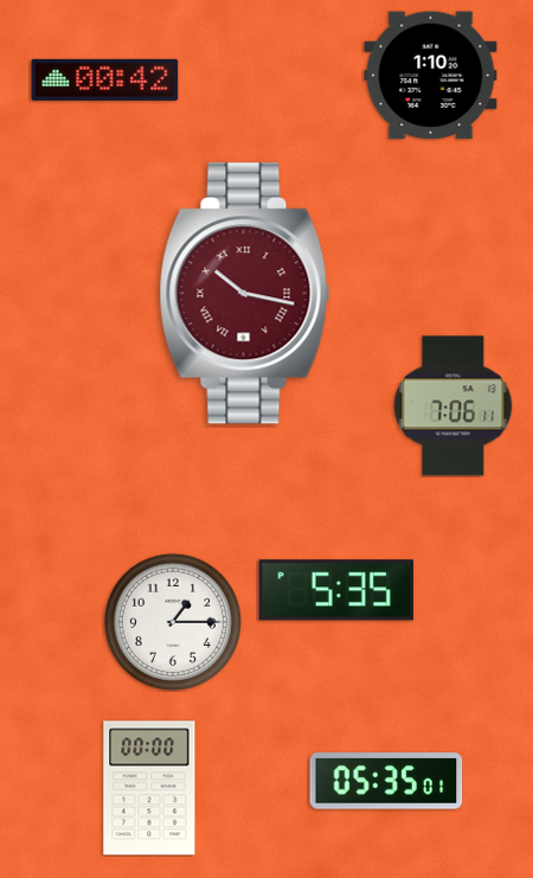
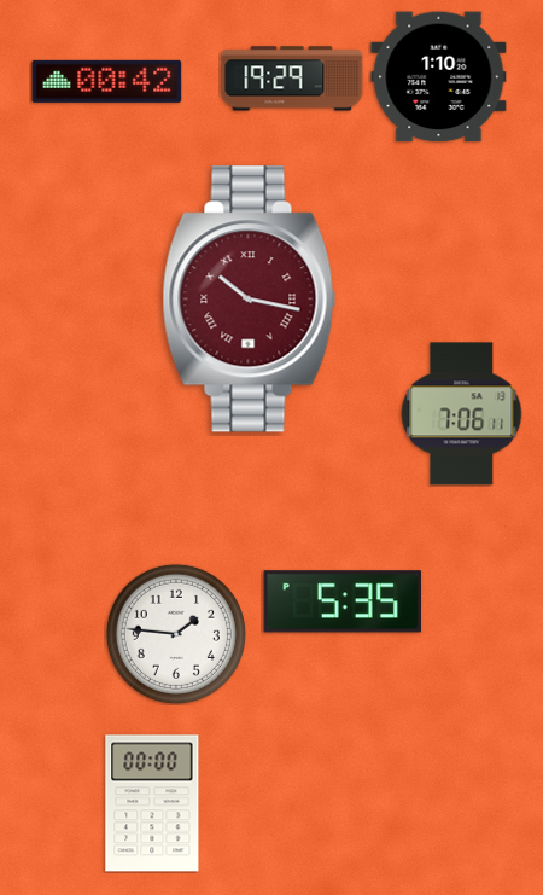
clock at (292, 79): none -> 19:29
clock at (173, 622): 1:15 -> 1:46
clock at (386, 781): 05:35 -> none
